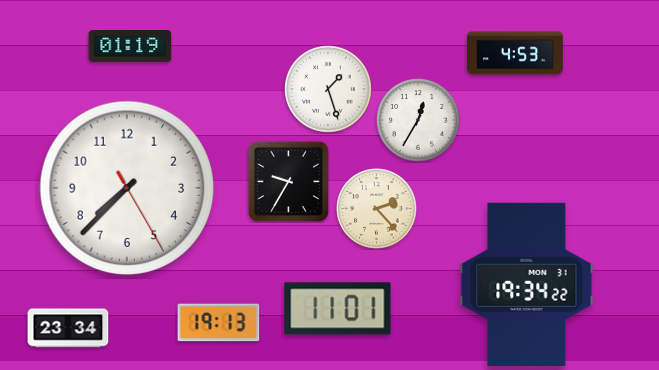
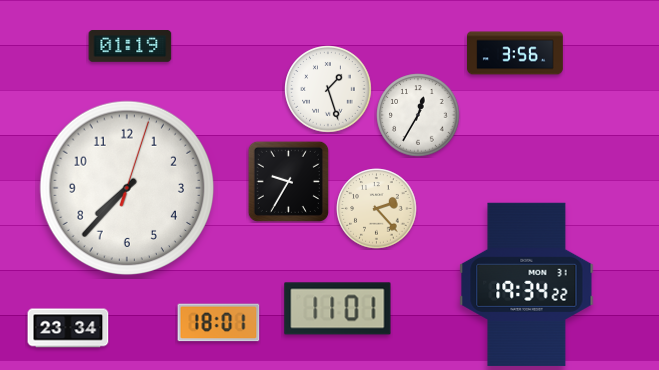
clock at (516, 53): 4:53 -> 3:56
clock at (418, 120) position: (418, 120) -> (418, 115)
clock at (127, 188): 7:37:25 -> 7:37:03
clock at (219, 323): 19:13 -> 18:01
